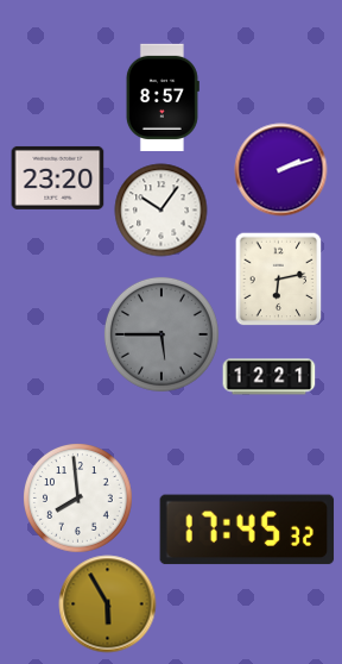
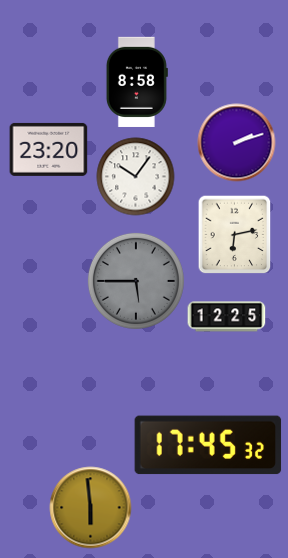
clock at (163, 98): 8:57 -> 8:58
clock at (268, 377): 12:21 -> 12:25
clock at (78, 499): 7:59 -> none
clock at (107, 603): 5:55 -> 5:59
